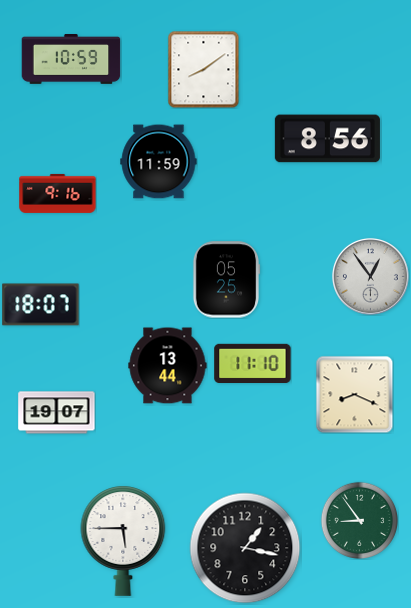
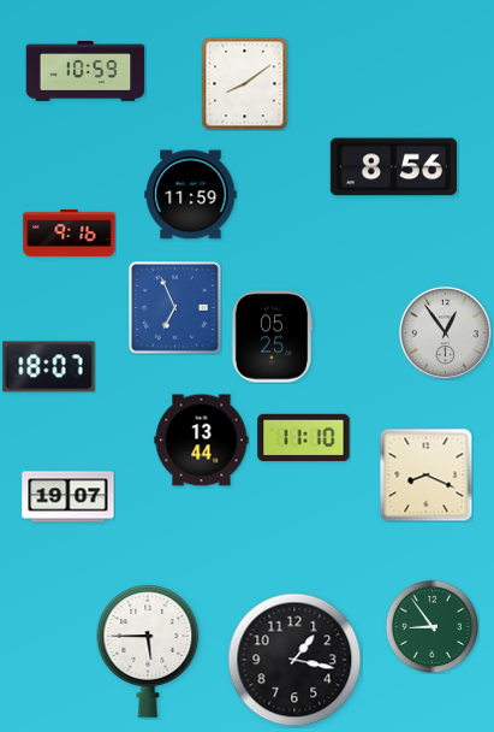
clock at (175, 308): none -> 6:56
